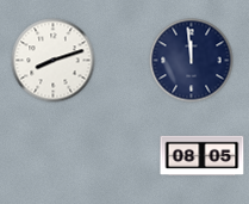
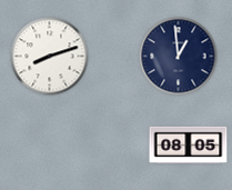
clock at (192, 61): 11:59 -> 12:59
